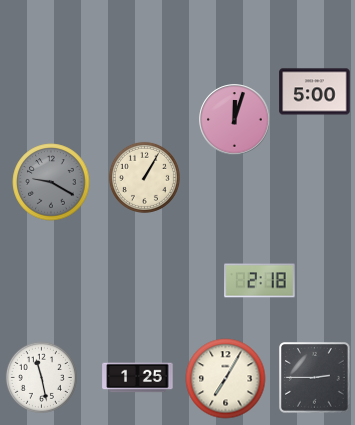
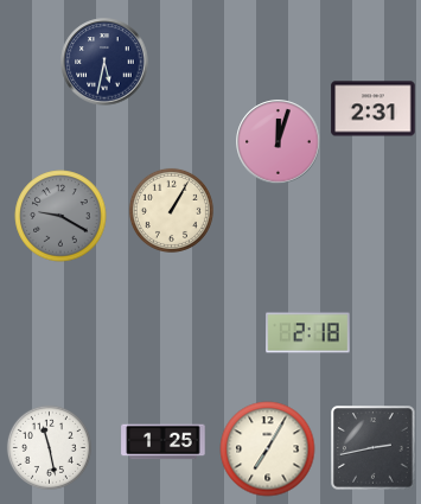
clock at (104, 62): none -> 5:32
clock at (315, 92): 5:00 -> 2:31
clock at (138, 378) position: (138, 378) -> (164, 442)
clock at (315, 378): 2:45 -> 2:43
